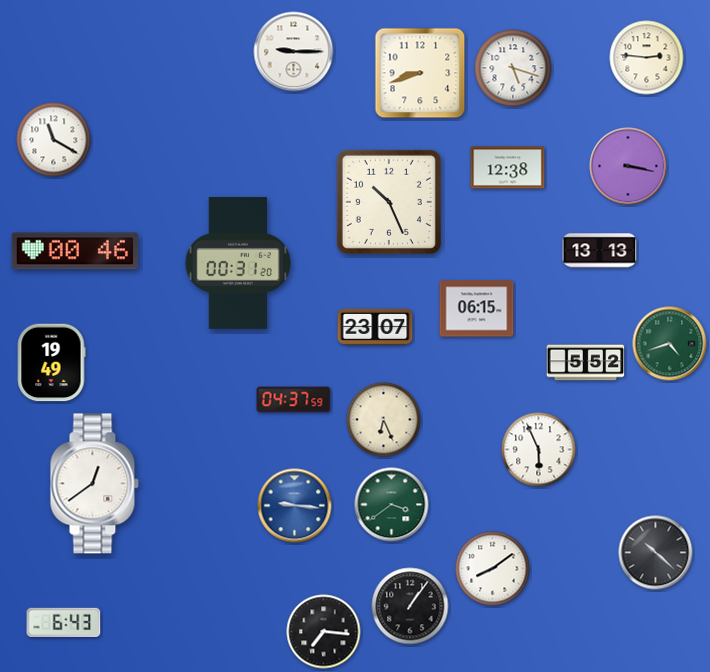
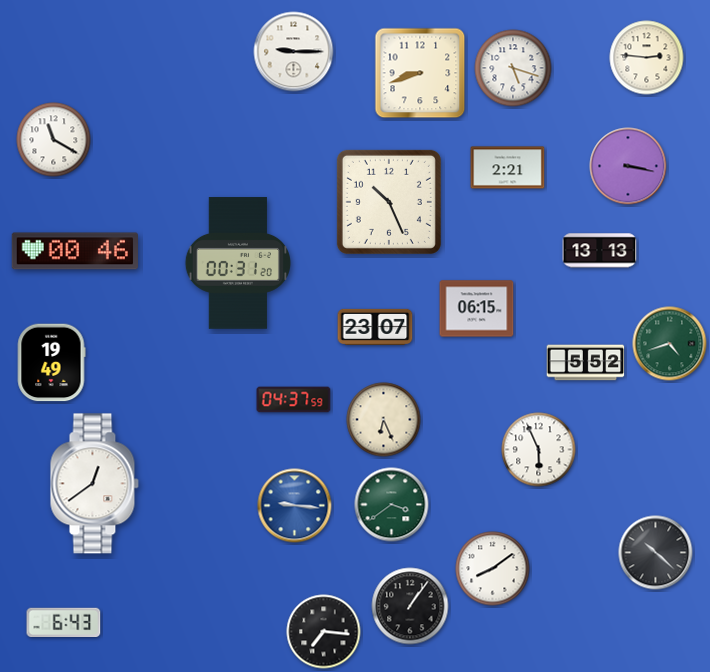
clock at (508, 168): 12:38 -> 2:21
